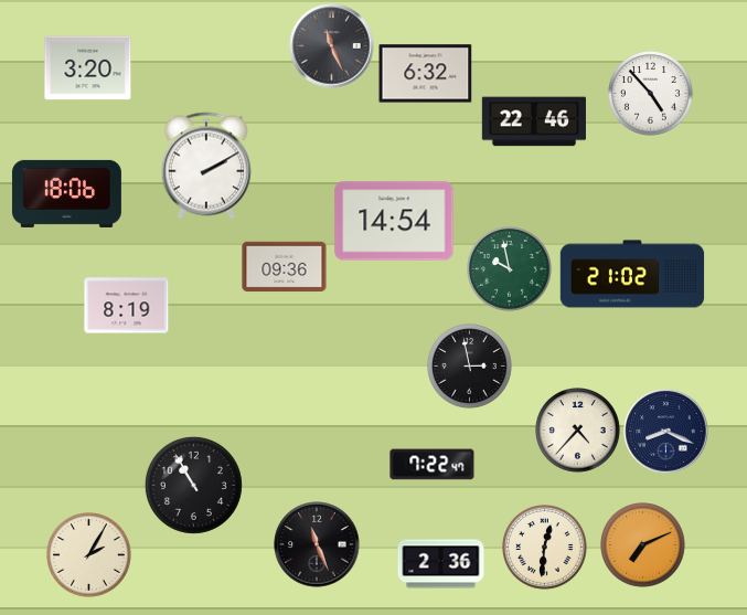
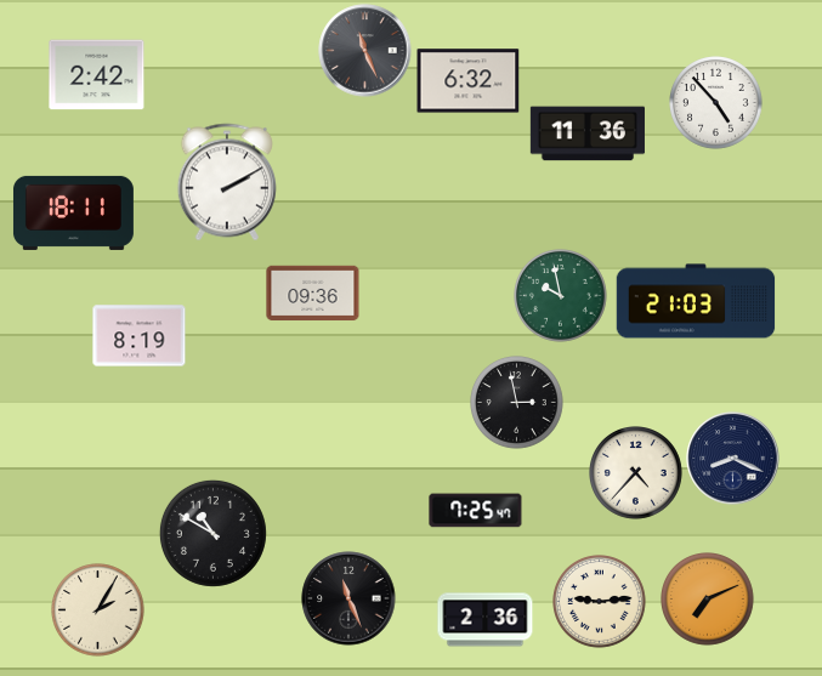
clock at (88, 68): 3:20 -> 2:42
clock at (534, 121): 22:46 -> 11:36
clock at (66, 193): 18:06 -> 18:11
clock at (394, 221): 14:54 -> none
clock at (632, 274): 21:02 -> 21:03
clock at (666, 432) position: (666, 432) -> (733, 459)
clock at (433, 465): 7:22 -> 7:25
clock at (193, 485): 10:55 -> 10:50
clock at (545, 548): 12:31 -> 9:14
